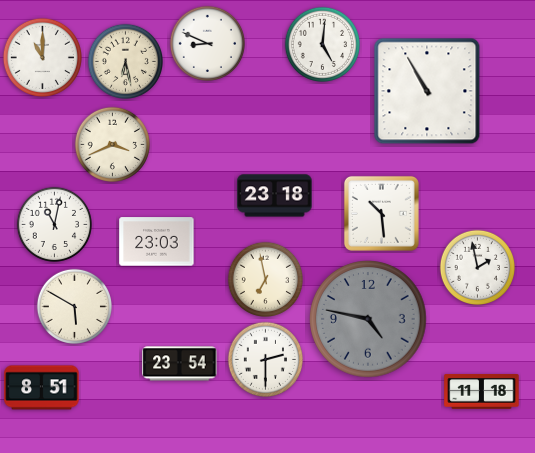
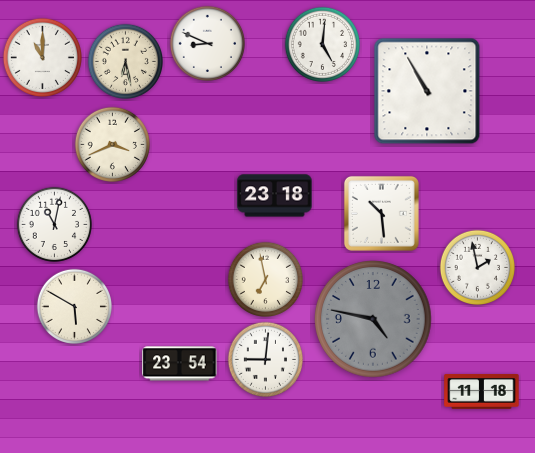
clock at (157, 242): 23:03 -> none
clock at (368, 319) position: (368, 319) -> (373, 319)
clock at (265, 359): 2:30 -> 9:01
clock at (42, 388): 8:51 -> none
